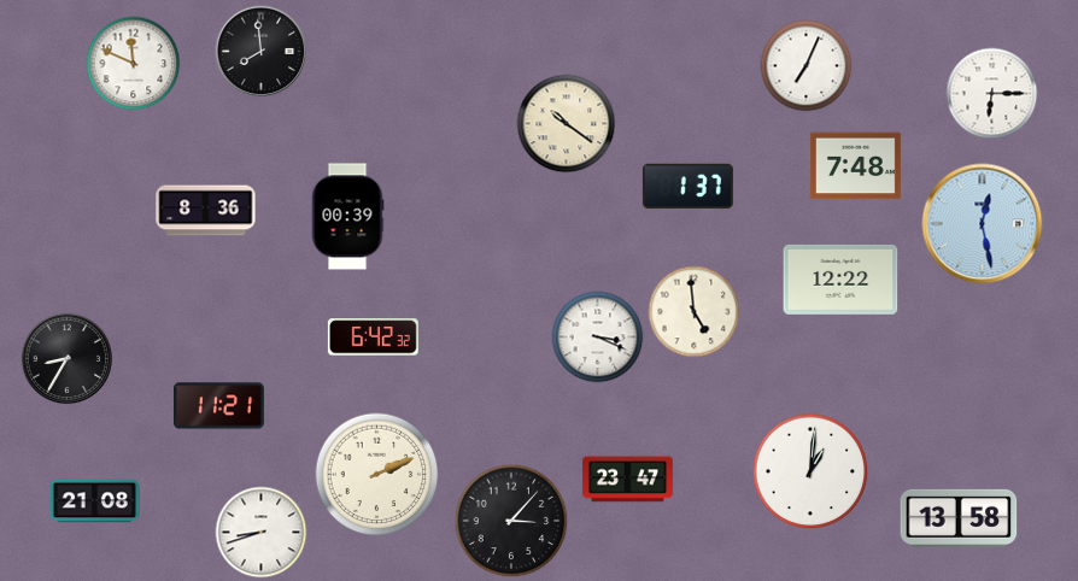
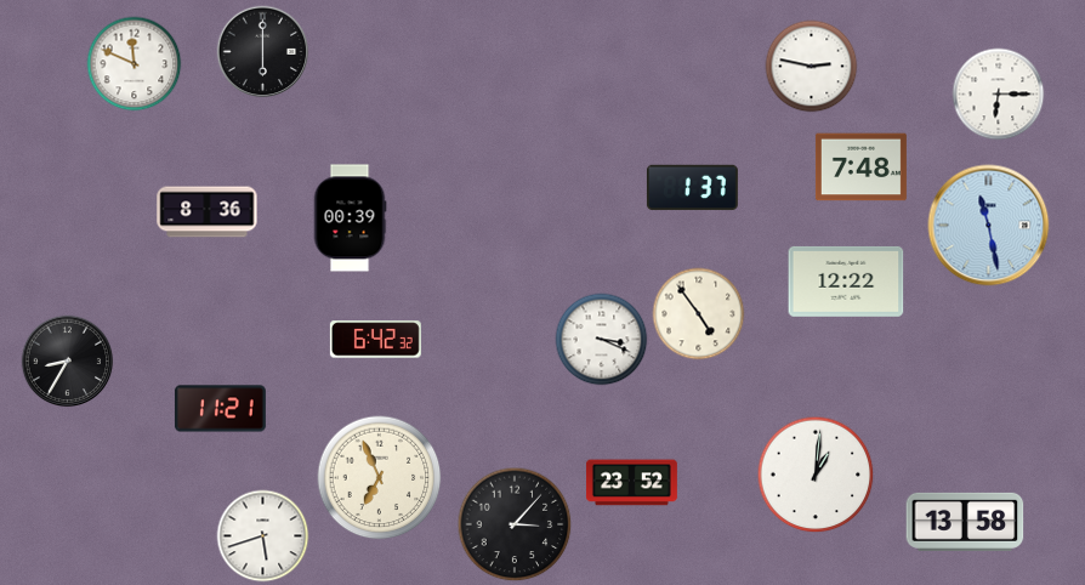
clock at (262, 52): 7:59 -> 6:00
clock at (807, 66): 7:04 -> 2:47
clock at (567, 124): 10:21 -> none
clock at (983, 224): 12:28 -> 11:28
clock at (695, 312): 4:59 -> 4:54
clock at (377, 475): 2:11 -> 6:56
clock at (627, 480): 23:47 -> 23:52
clock at (94, 501): 21:08 -> none
clock at (262, 533): 8:42 -> 5:42
